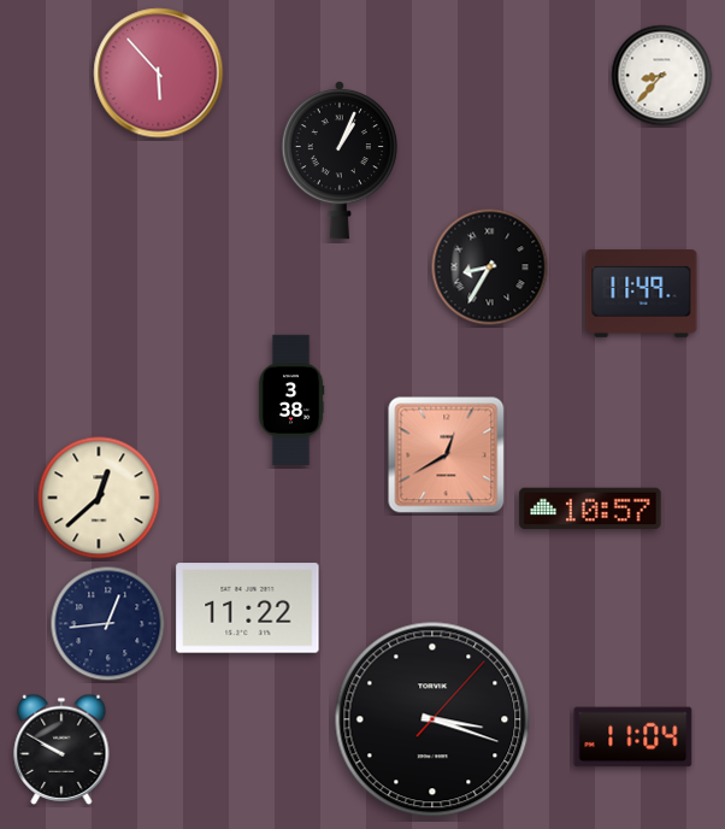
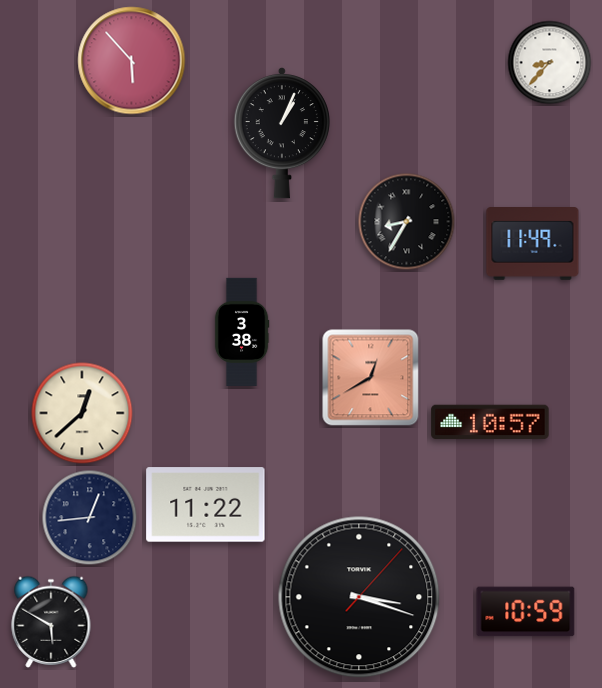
clock at (633, 737): 11:04 -> 10:59
clock at (61, 749): 9:50 -> 5:50
